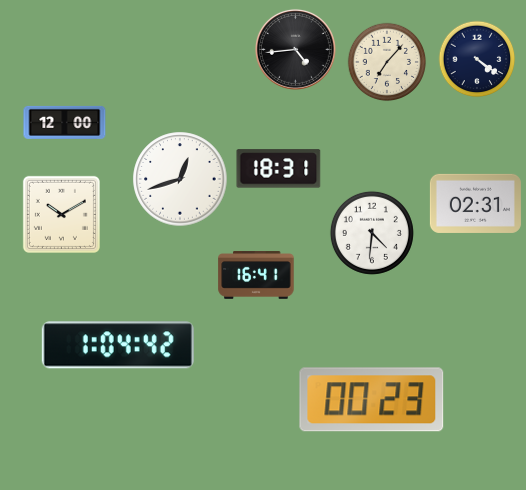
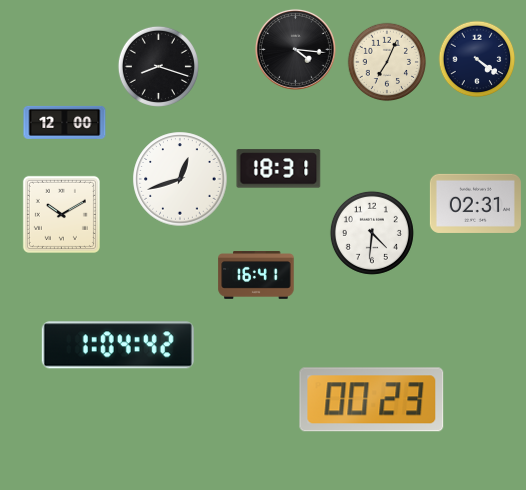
clock at (295, 49): 4:44 -> 4:16
clock at (387, 62): 7:07 -> 7:04
clock at (158, 66): none -> 8:18
